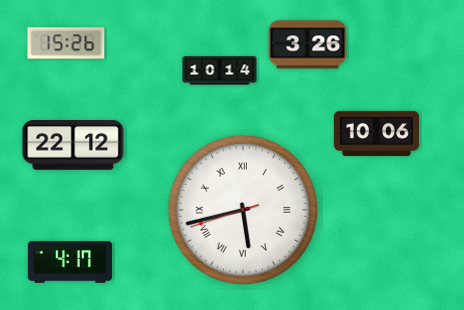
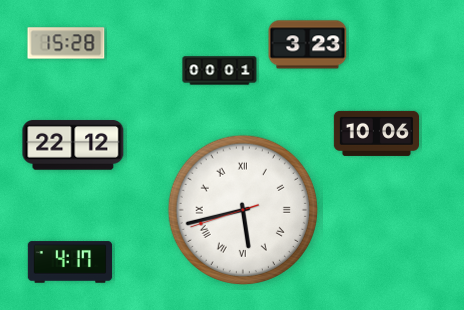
clock at (66, 43): 15:26 -> 15:28
clock at (308, 45): 3:26 -> 3:23
clock at (220, 71): 10:14 -> 00:01
